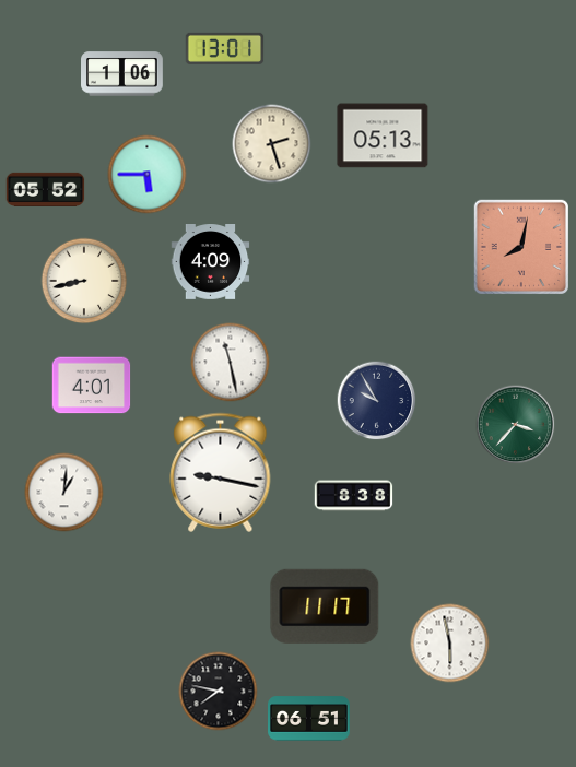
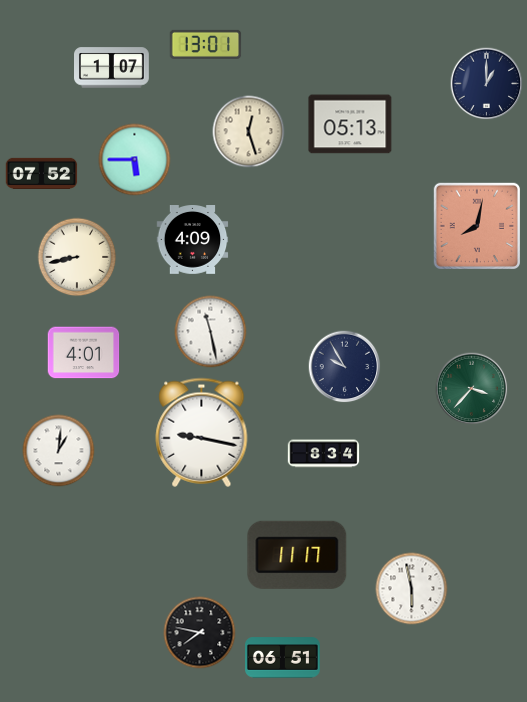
clock at (122, 74): 1:06 -> 1:07
clock at (487, 84): none -> 1:00
clock at (272, 144): 2:27 -> 12:27
clock at (46, 189): 05:52 -> 07:52
clock at (354, 496): 8:38 -> 8:34
